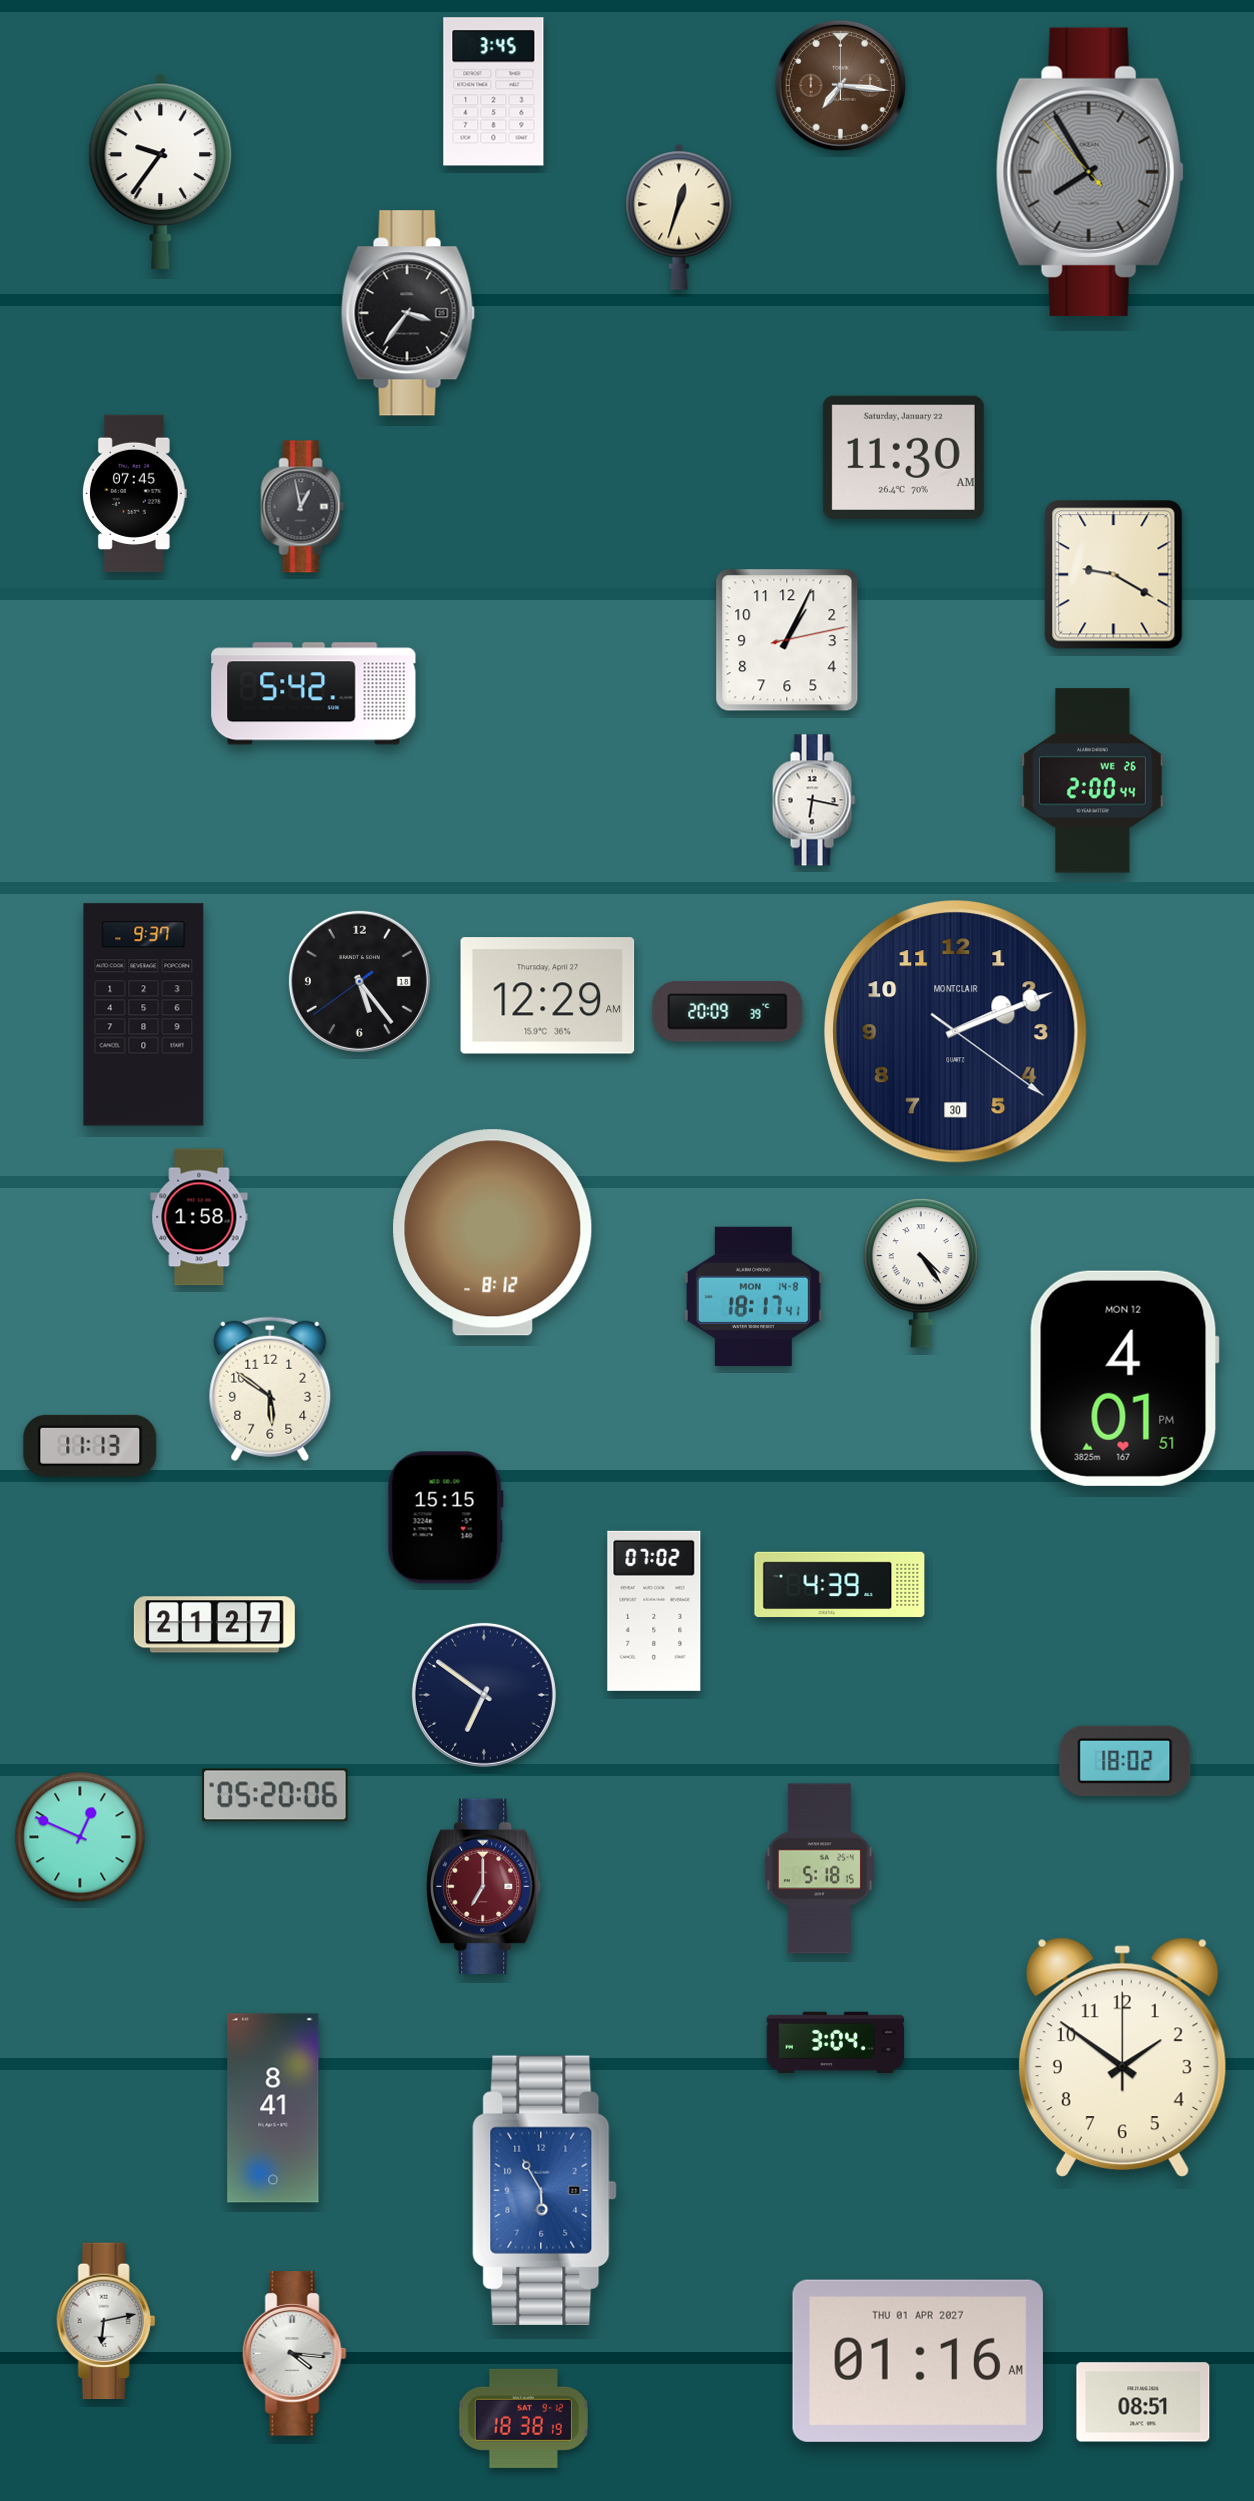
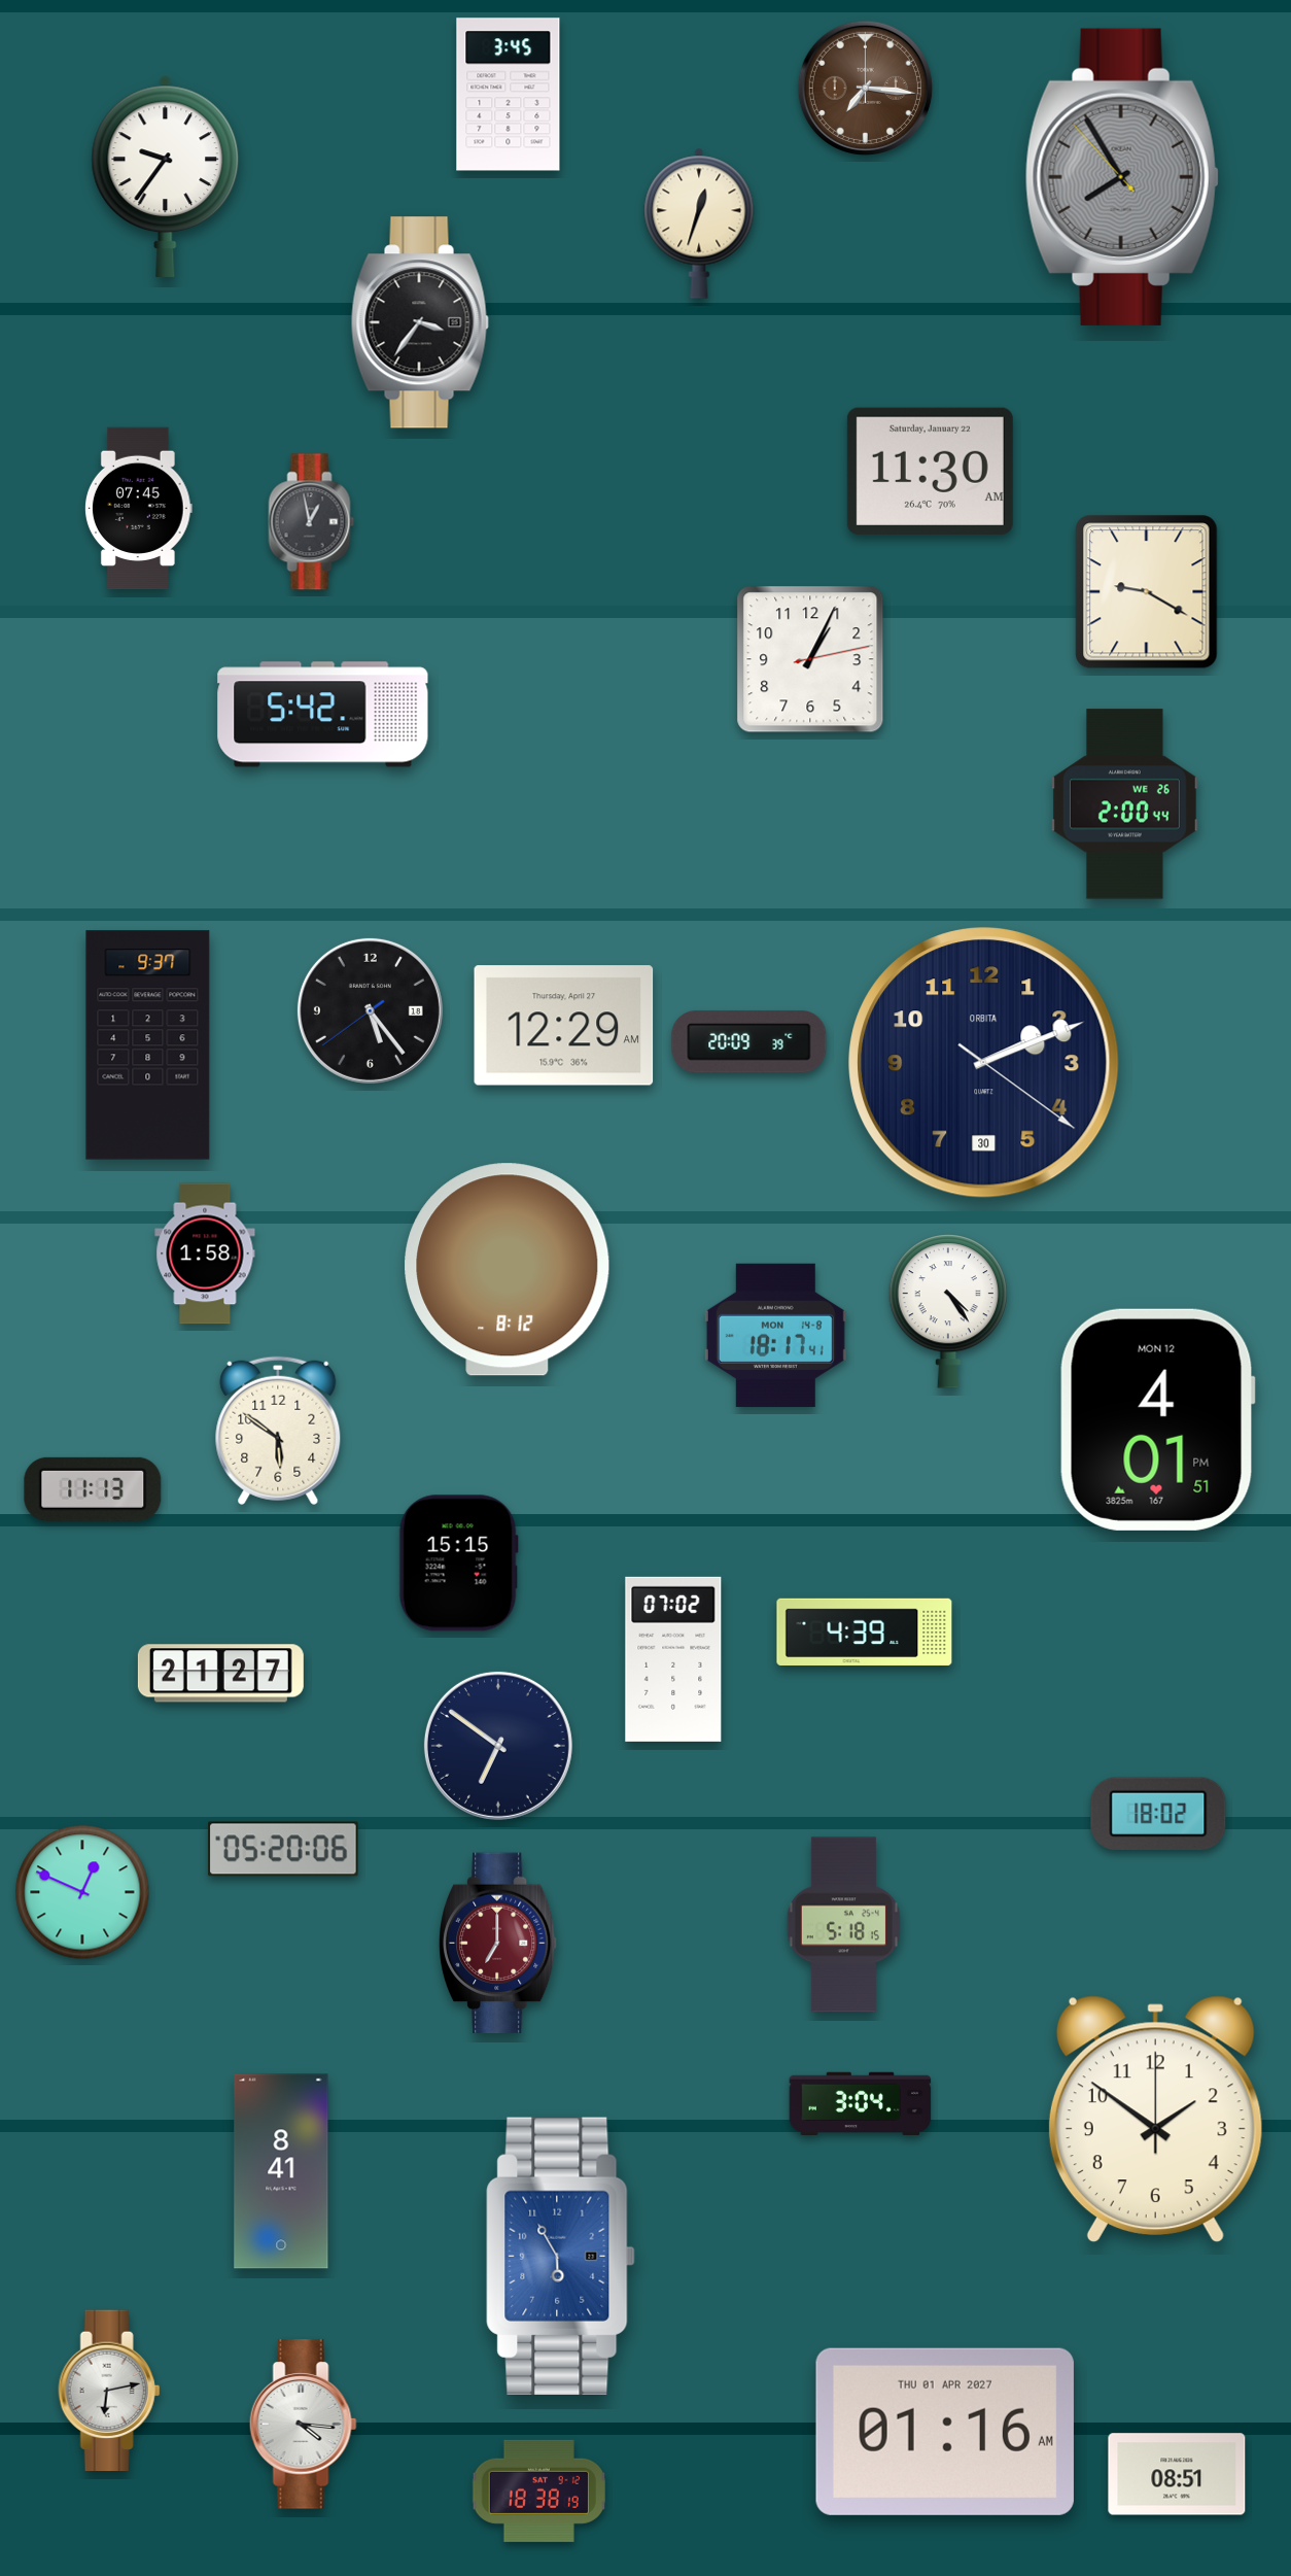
clock at (814, 800): 6:17 -> none
clock at (956, 1032) brand: MONTCLAIR -> ORBITA
